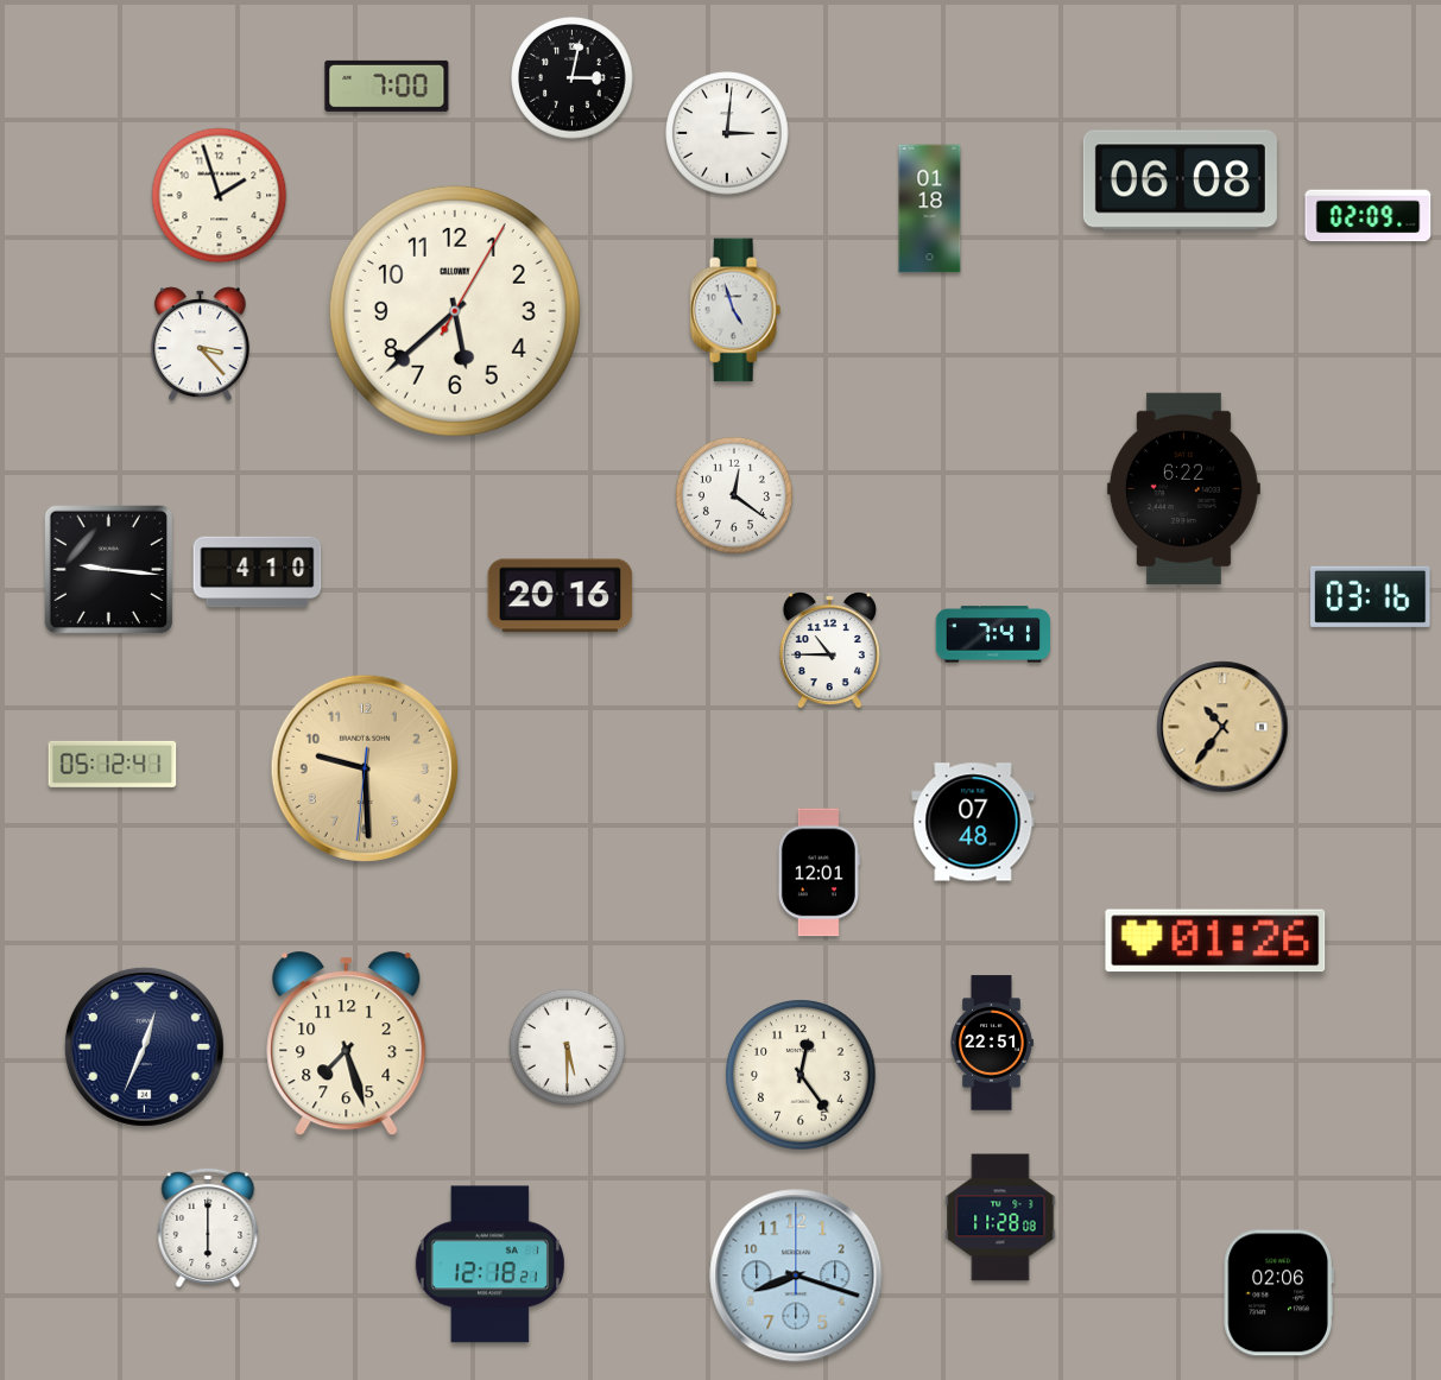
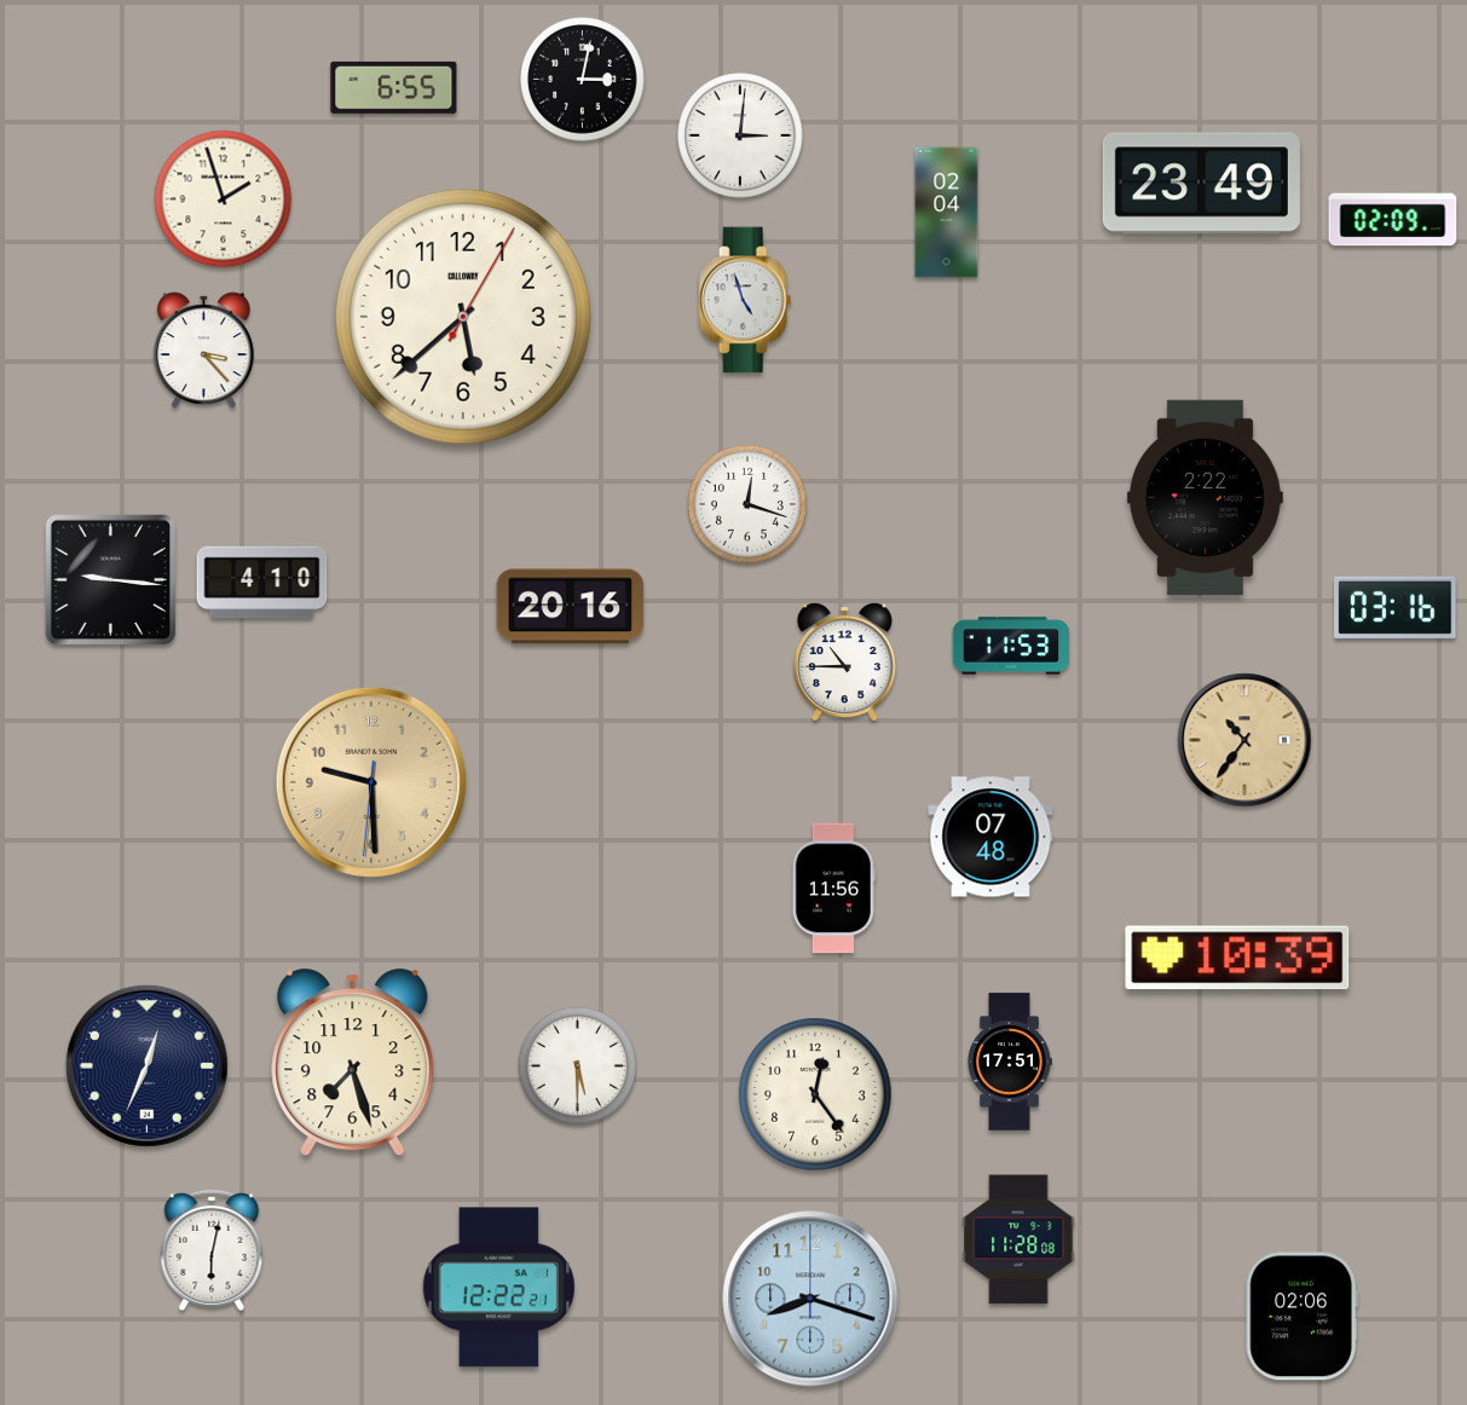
clock at (387, 86): 7:00 -> 6:55
clock at (1180, 181): 06:08 -> 23:49
clock at (930, 209): 01:18 -> 02:04
clock at (735, 310) position: (735, 310) -> (745, 300)
clock at (1183, 488): 6:22 -> 2:22
clock at (734, 495): 12:21 -> 12:18
clock at (992, 634): 7:41 -> 11:53
clock at (113, 764): 05:12 -> none
clock at (819, 873): 12:01 -> 11:56
clock at (1215, 941): 01:26 -> 10:39
clock at (992, 1043): 22:51 -> 17:51
clock at (208, 1228): 6:00 -> 6:02
clock at (489, 1265): 12:18 -> 12:22
